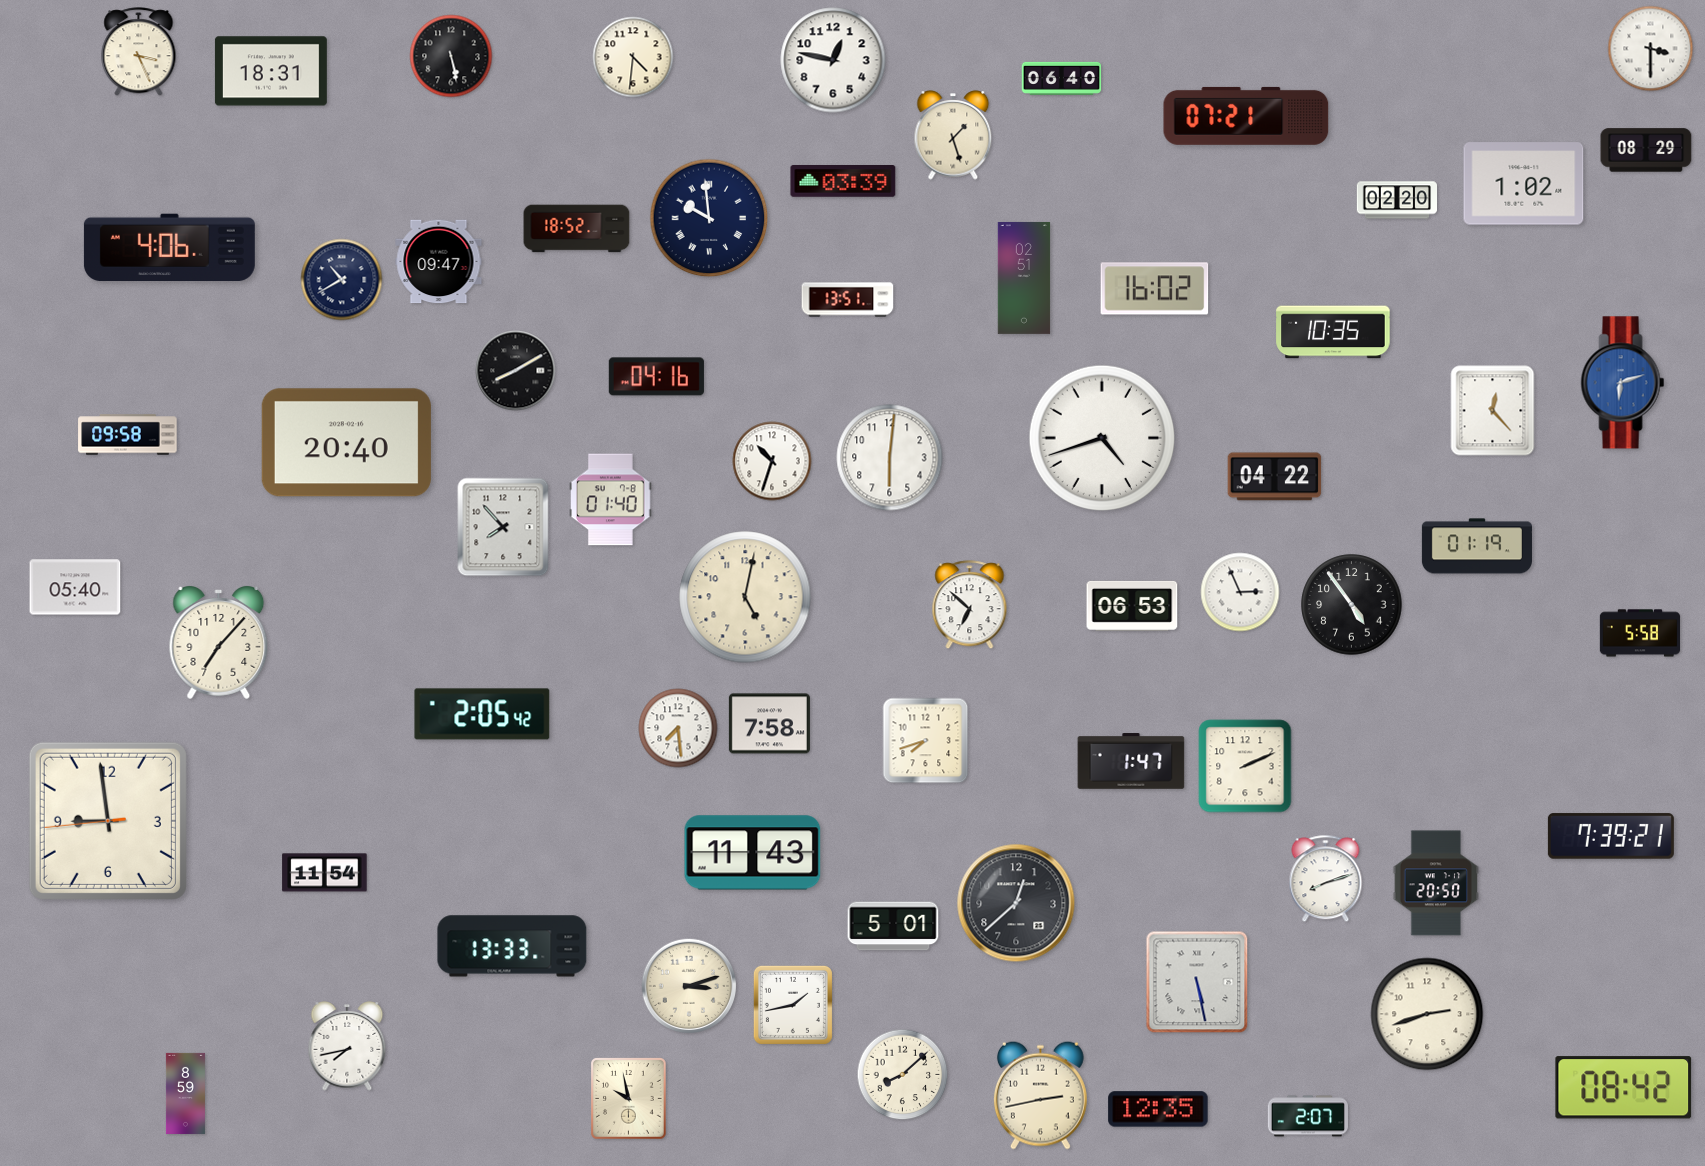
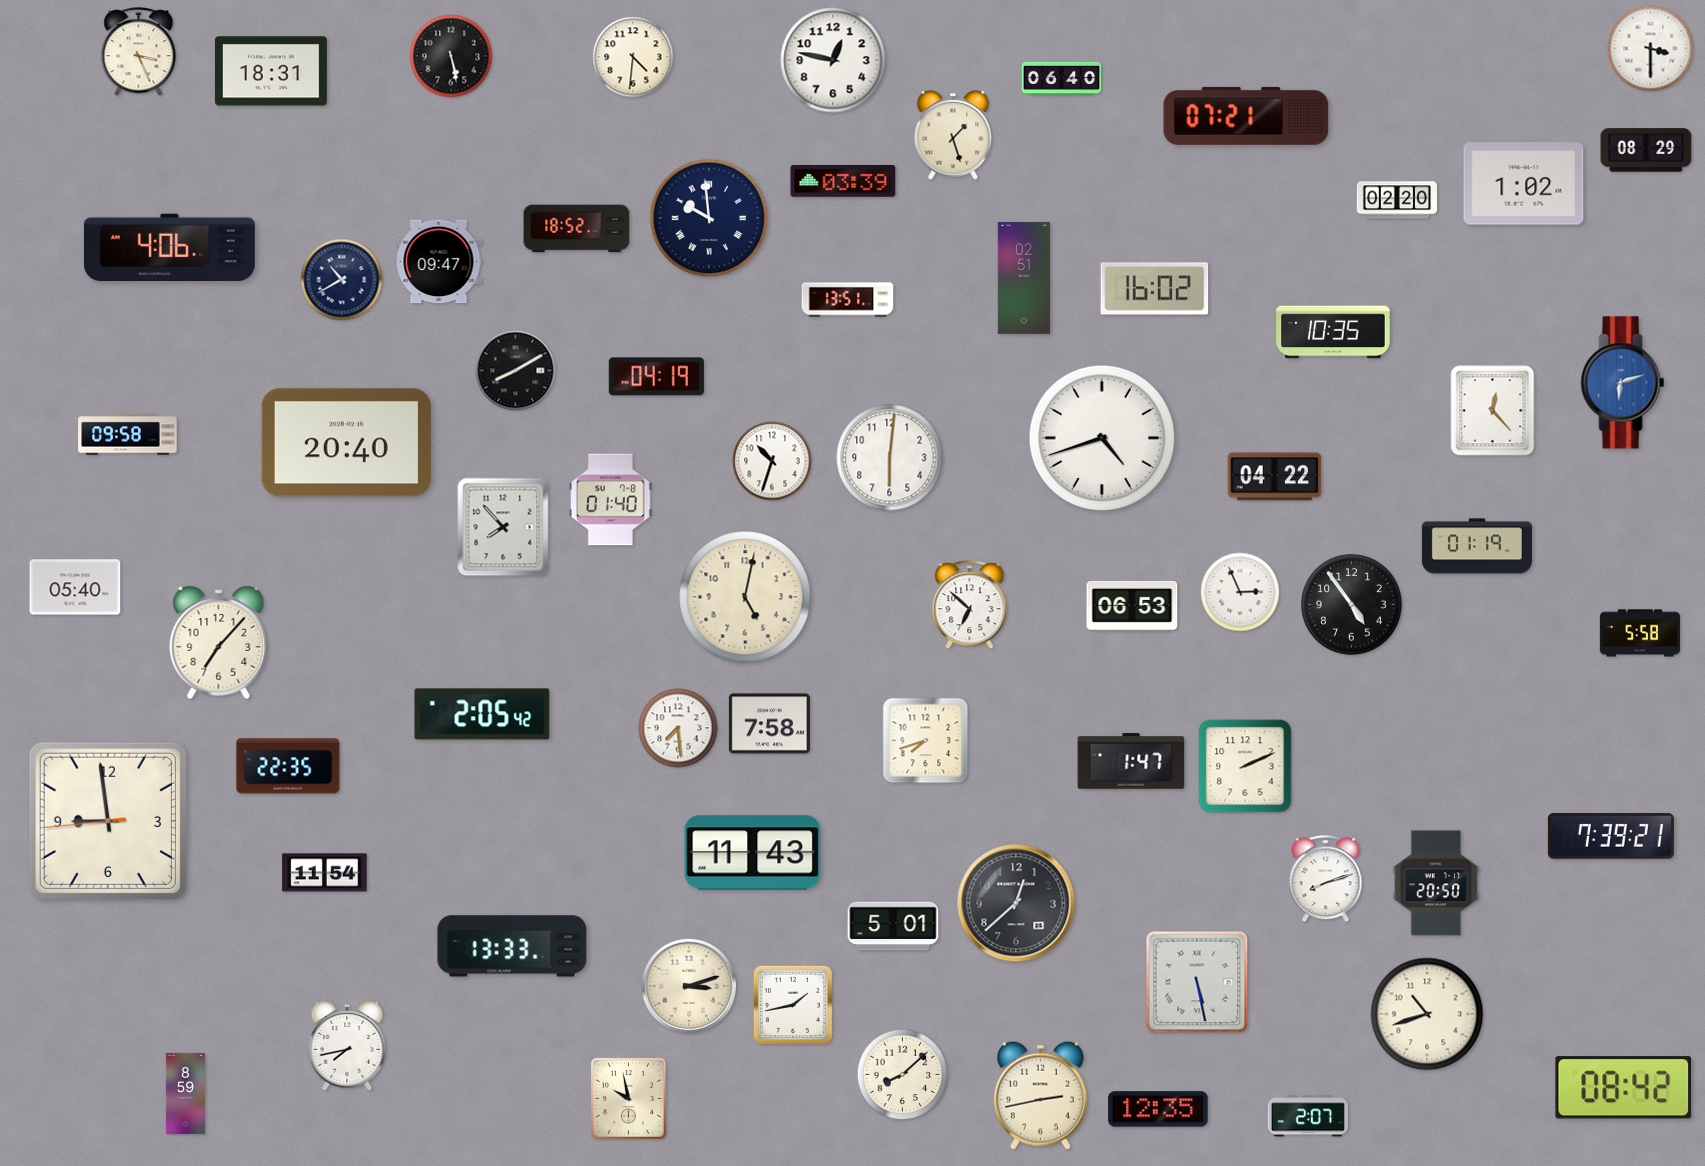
clock at (656, 377): 04:16 -> 04:19
clock at (288, 766): none -> 22:35
clock at (1427, 1014): 2:42 -> 10:42
